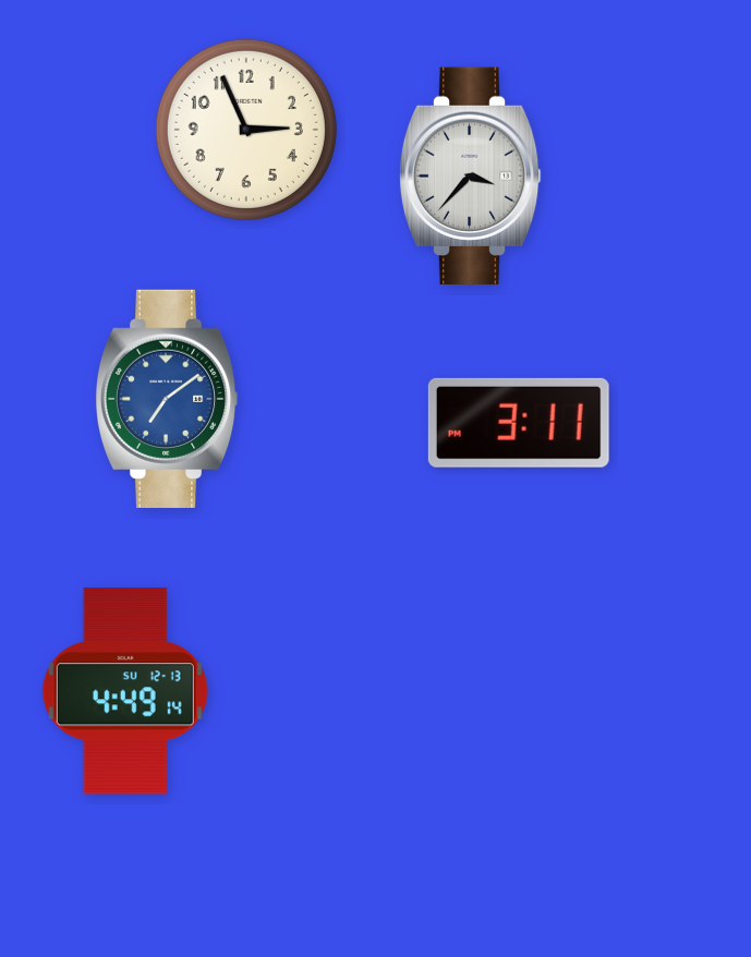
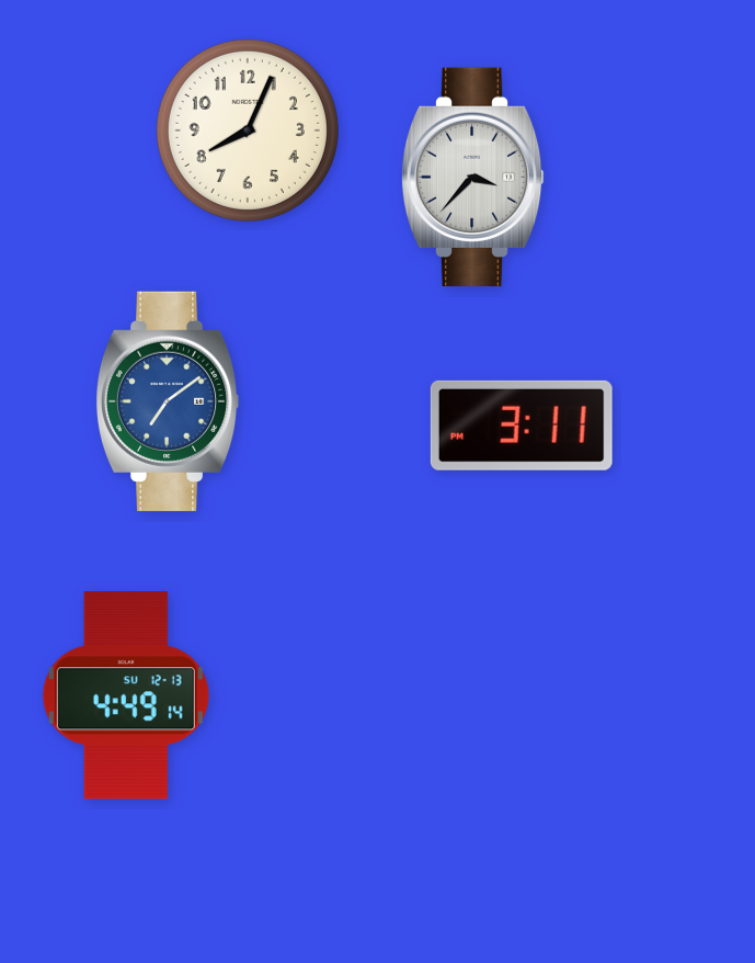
clock at (246, 130): 2:56 -> 8:04
